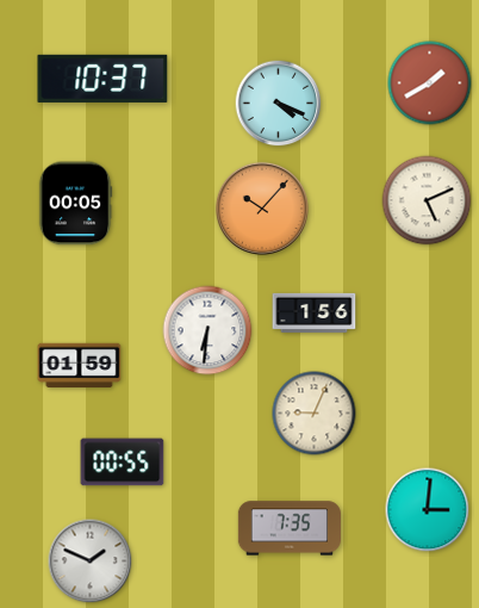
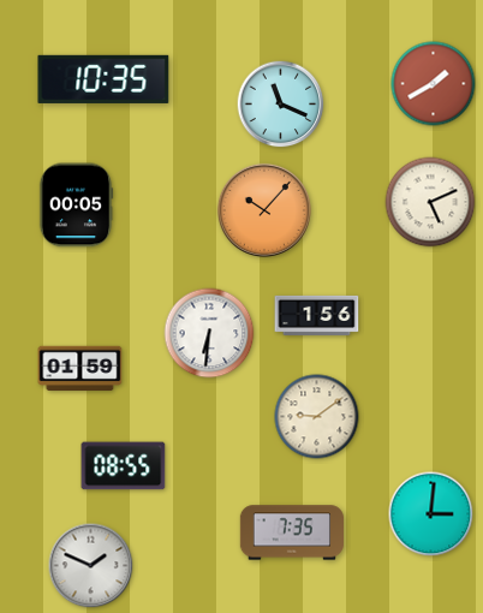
clock at (102, 79): 10:37 -> 10:35
clock at (279, 104): 4:19 -> 11:19
clock at (315, 414): 9:04 -> 9:09
clock at (123, 463): 00:55 -> 08:55
